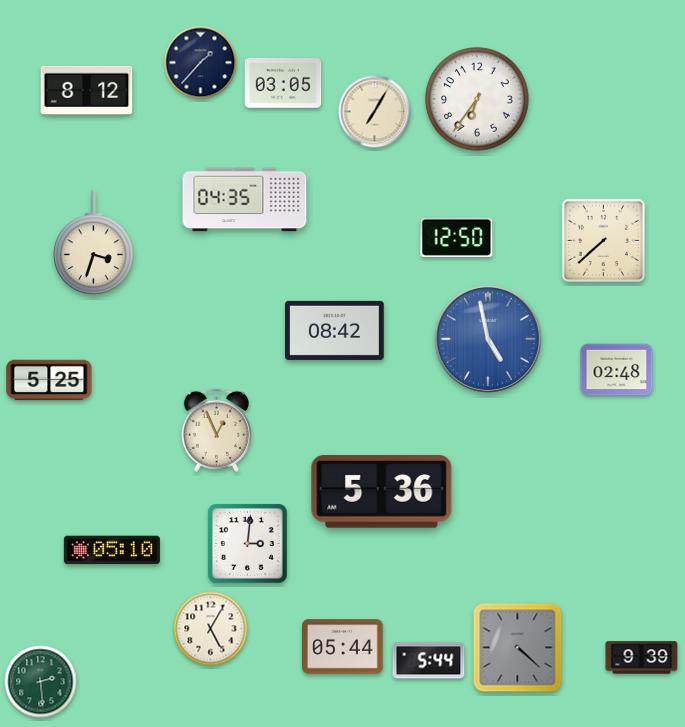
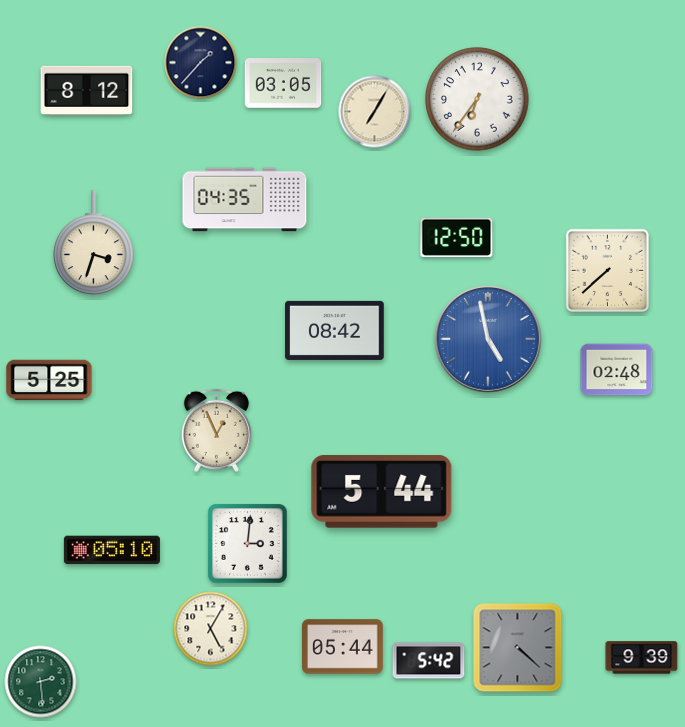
clock at (603, 240) position: (603, 240) -> (607, 270)
clock at (382, 492): 5:36 -> 5:44
clock at (429, 661): 5:44 -> 5:42
